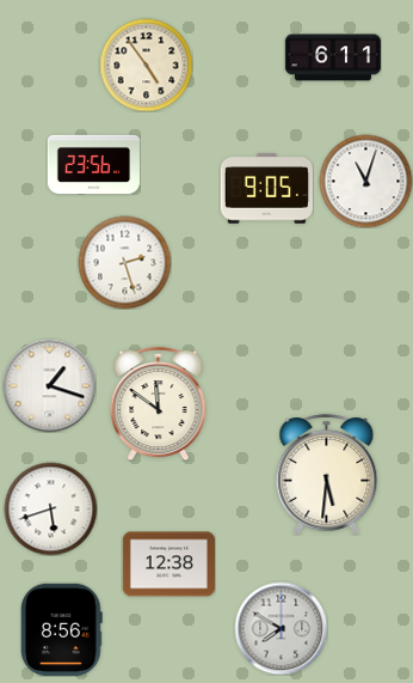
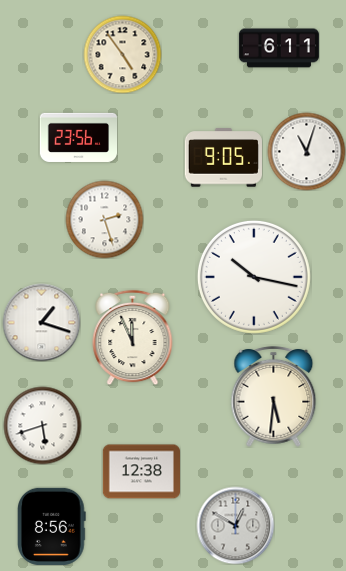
clock at (254, 277): none -> 10:17
clock at (159, 403): 11:51 -> 11:56
clock at (281, 628): 7:50 -> 12:50
